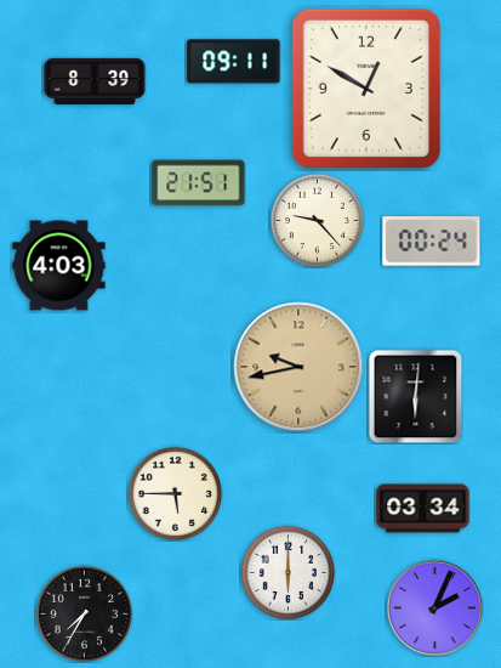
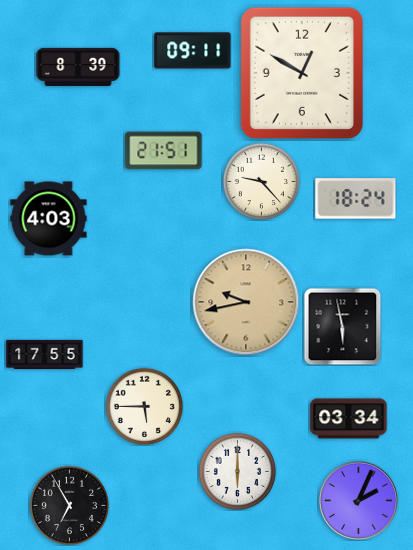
clock at (432, 242): 00:24 -> 18:24
clock at (415, 396): 6:01 -> 5:58
clock at (45, 354): none -> 17:55
clock at (84, 613): 7:35 -> 6:55
